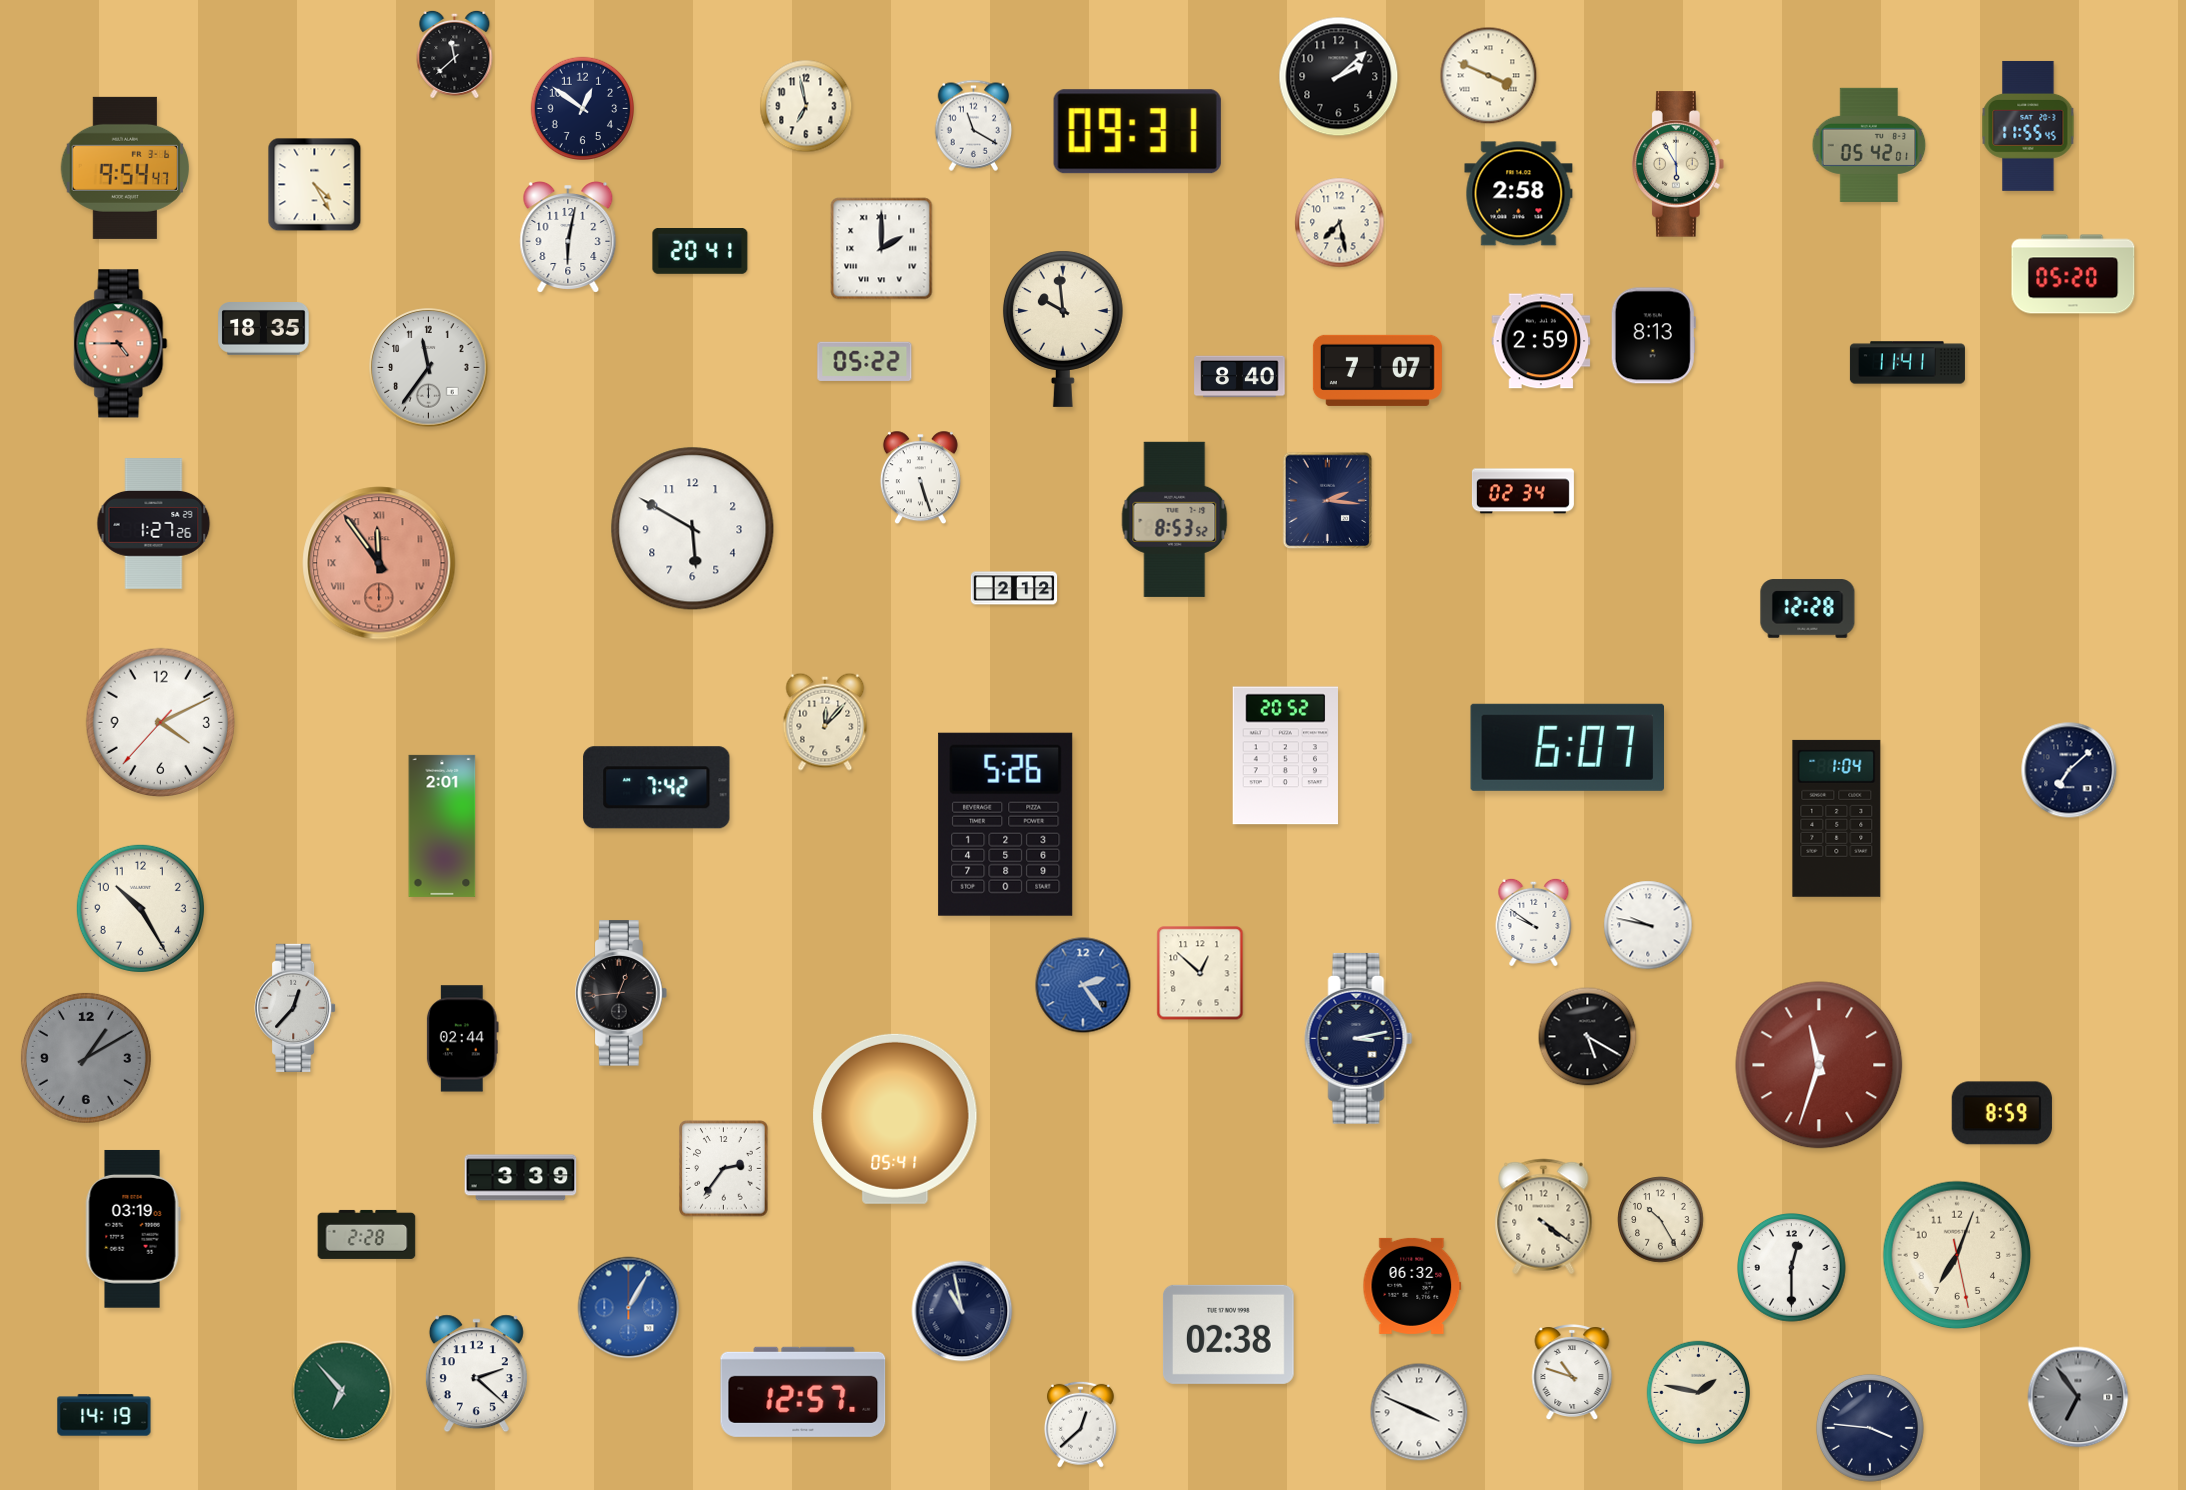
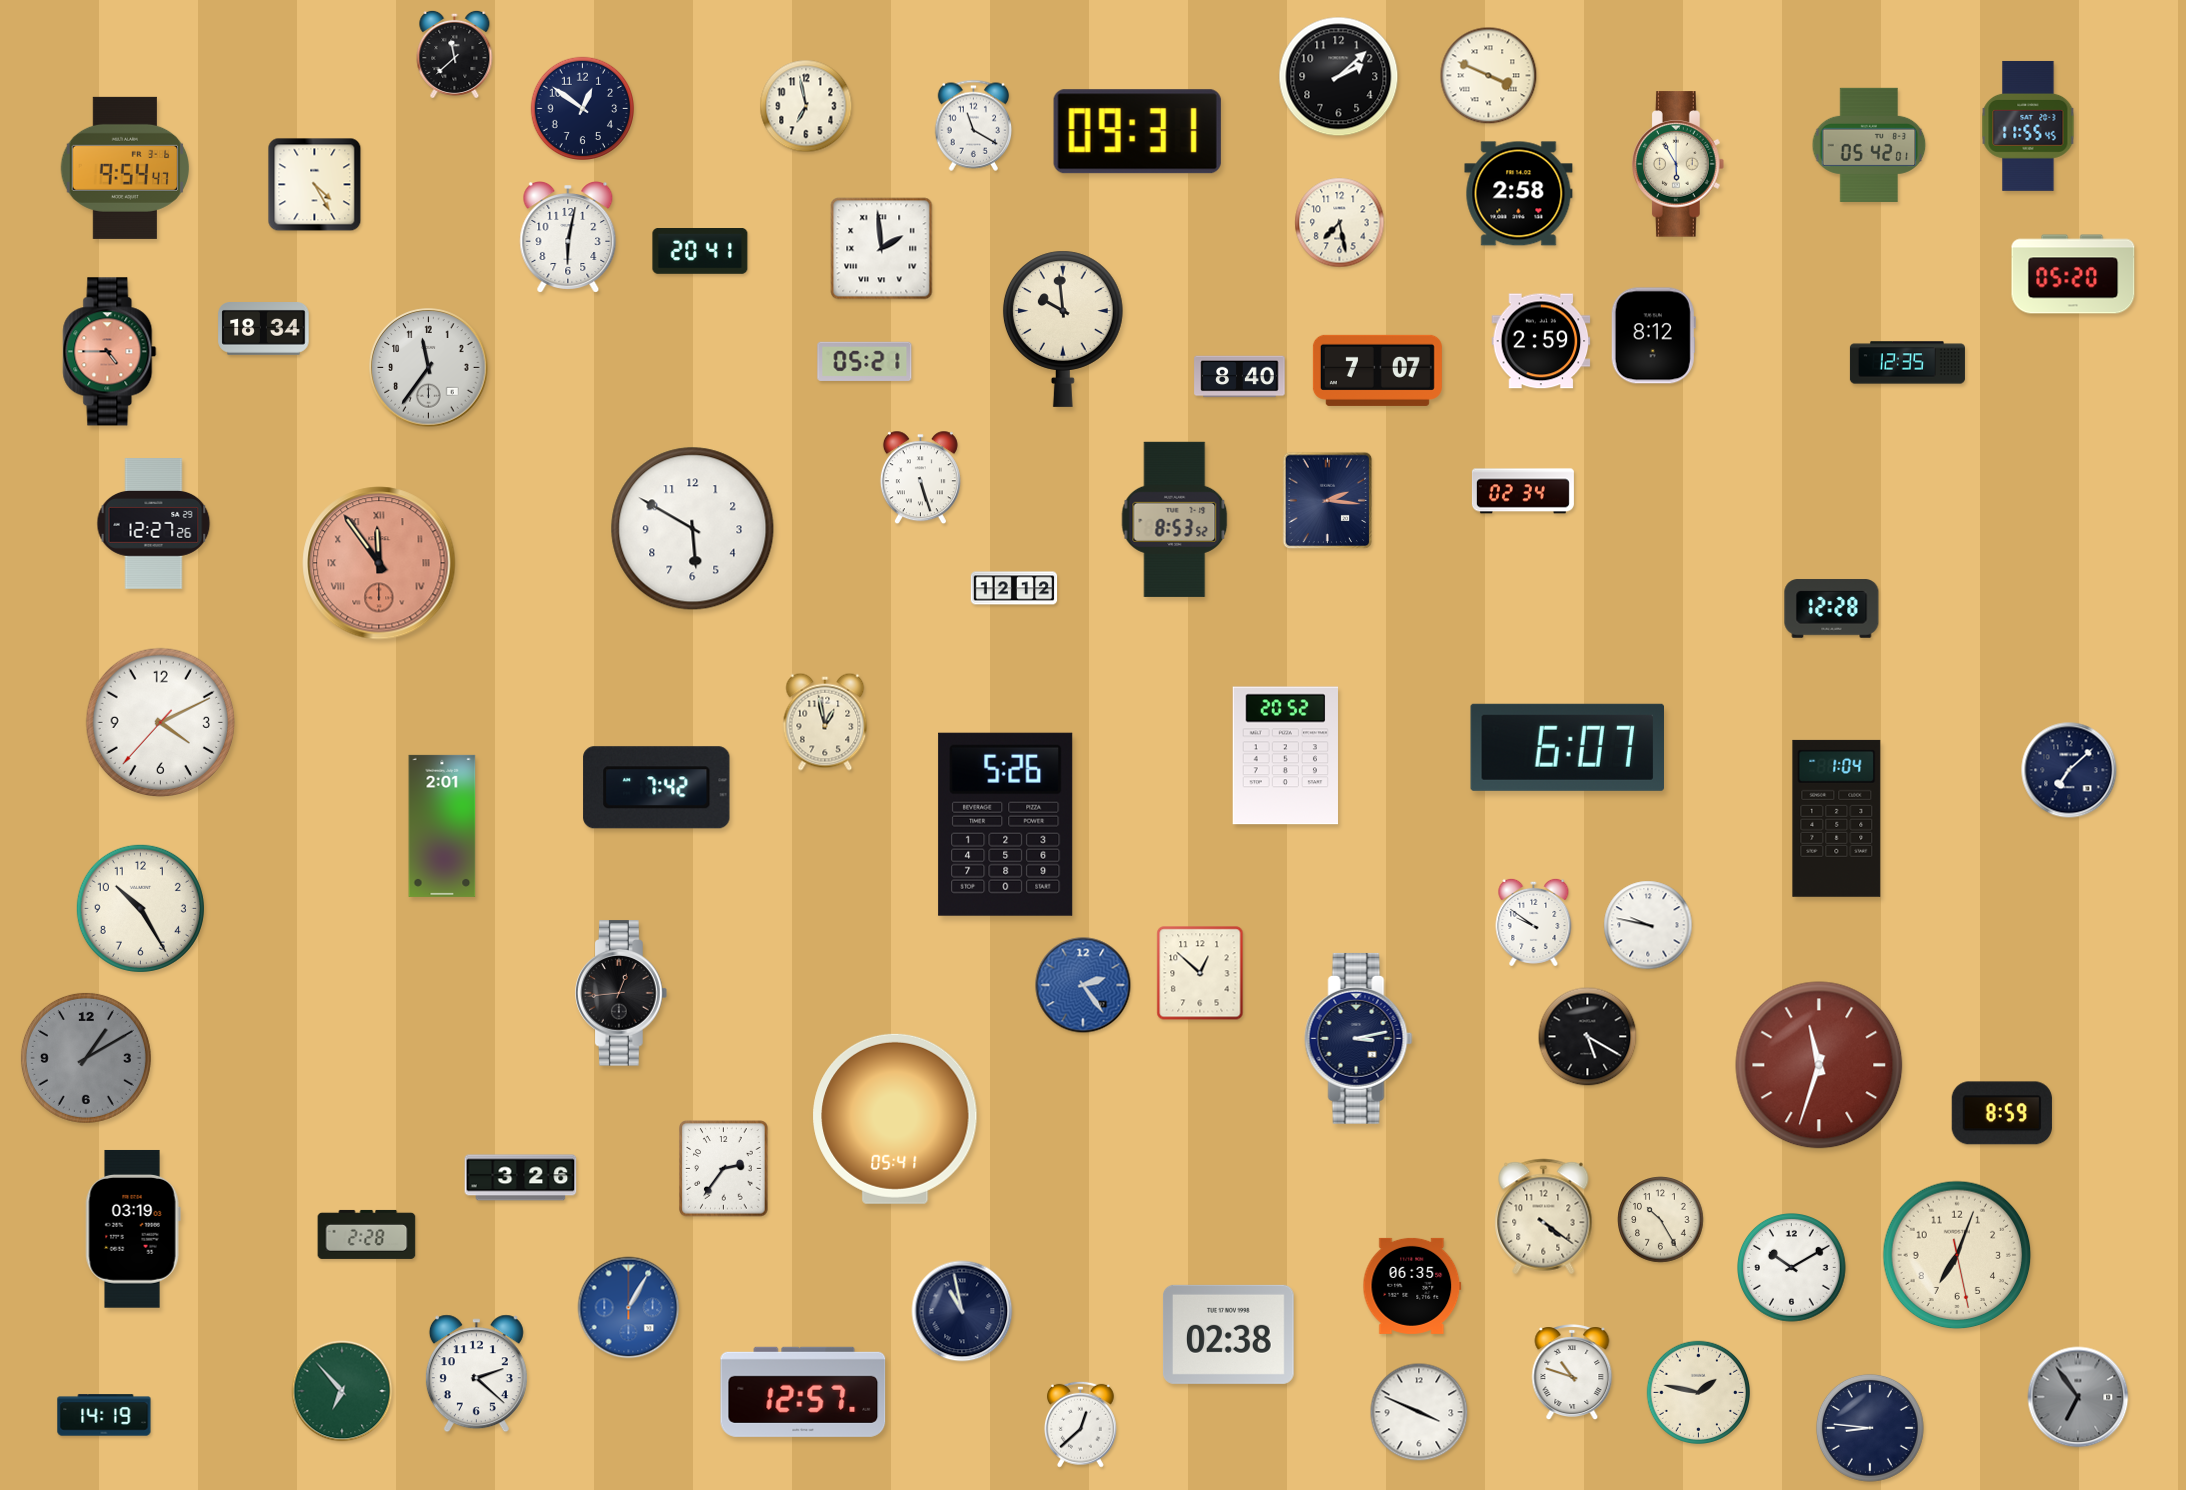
clock at (882, 249): 2:00 -> 1:59
clock at (264, 329): 18:35 -> 18:34
clock at (1653, 336): 8:13 -> 8:12
clock at (121, 344) position: (121, 344) -> (110, 352)
clock at (865, 361): 05:22 -> 05:21
clock at (1907, 363): 11:41 -> 12:35
clock at (154, 524): 1:27 -> 12:27
clock at (1014, 588): 2:12 -> 12:12
clock at (1808, 609) position: (1808, 609) -> (1832, 609)
clock at (825, 722): 12:07 -> 12:58
clock at (295, 1008): 12:37 -> none
clock at (462, 1039): 02:44 -> none
clock at (521, 1178): 3:39 -> 3:26
clock at (1792, 1268): 12:30 -> 10:10
clock at (1412, 1286): 06:32 -> 06:35
clock at (1870, 1428): 3:46 -> 8:46
